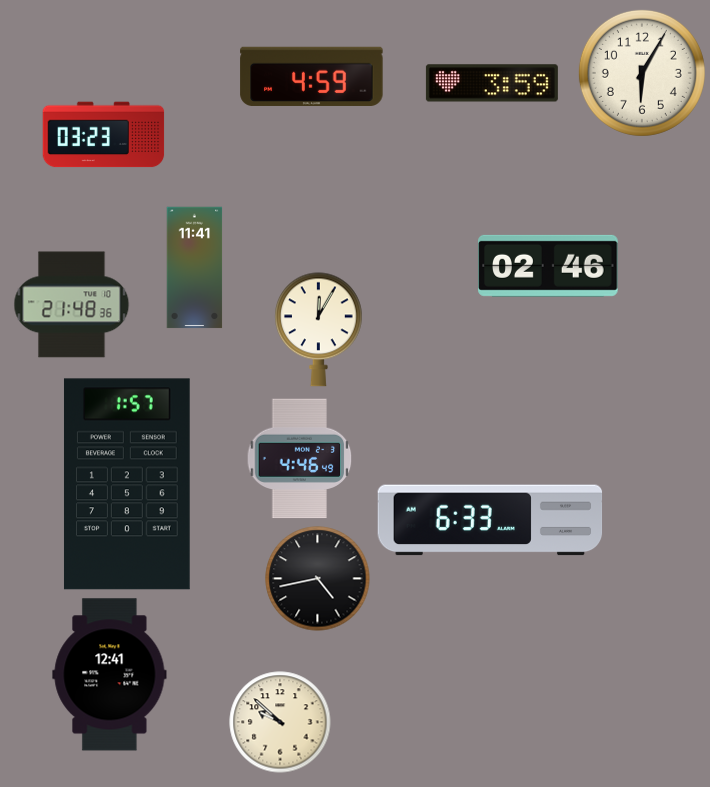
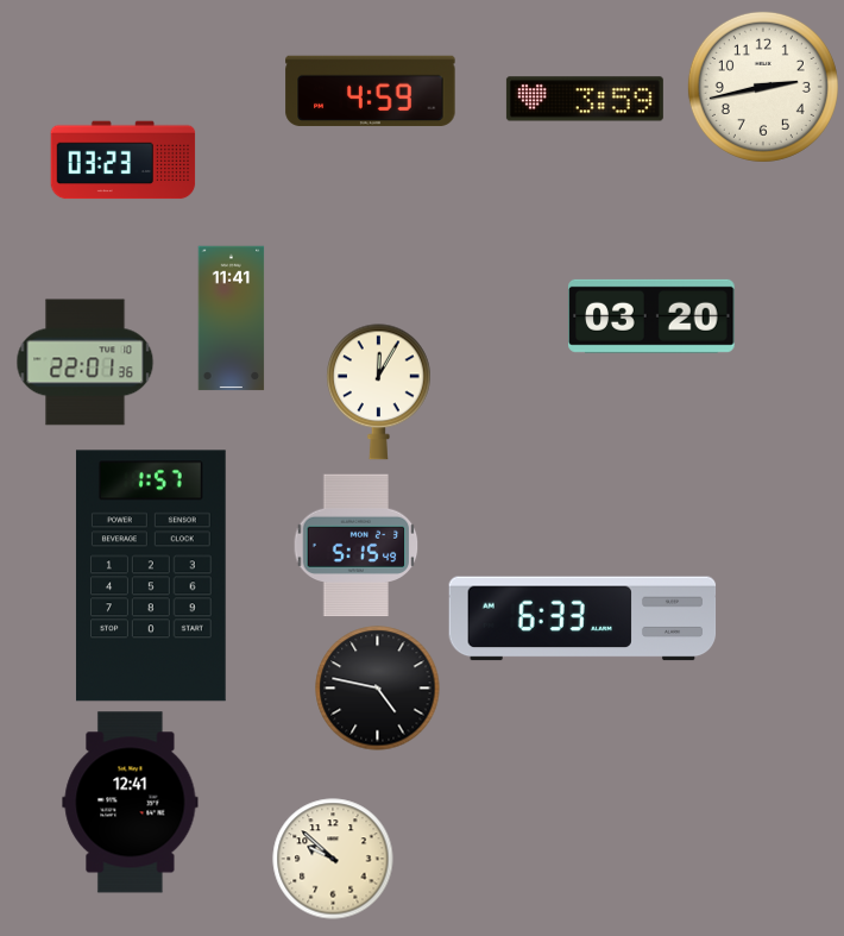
clock at (642, 73): 6:05 -> 2:43
clock at (548, 266): 02:46 -> 03:20
clock at (72, 305): 21:48 -> 22:01
clock at (300, 459): 4:46 -> 5:15
clock at (318, 579): 4:43 -> 4:47
